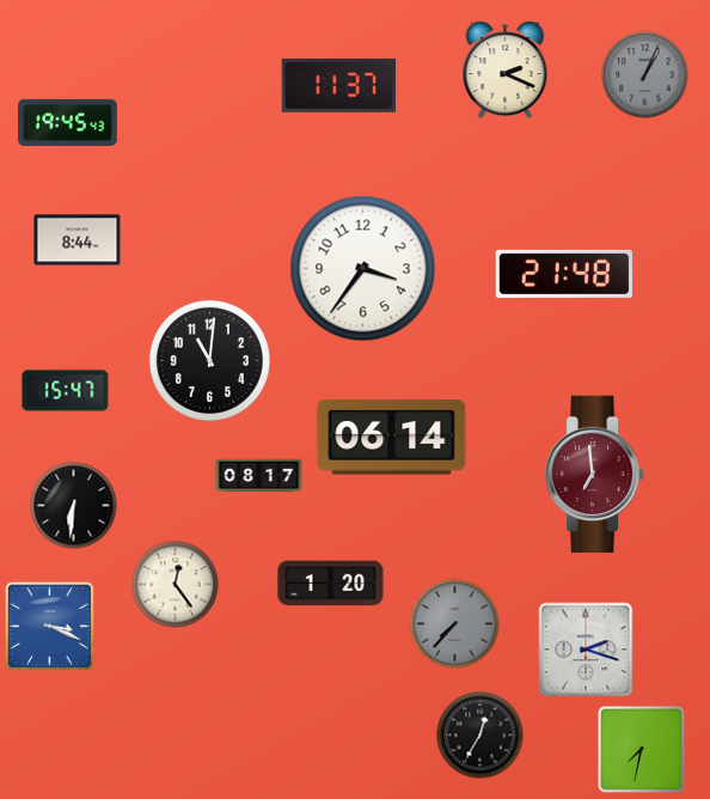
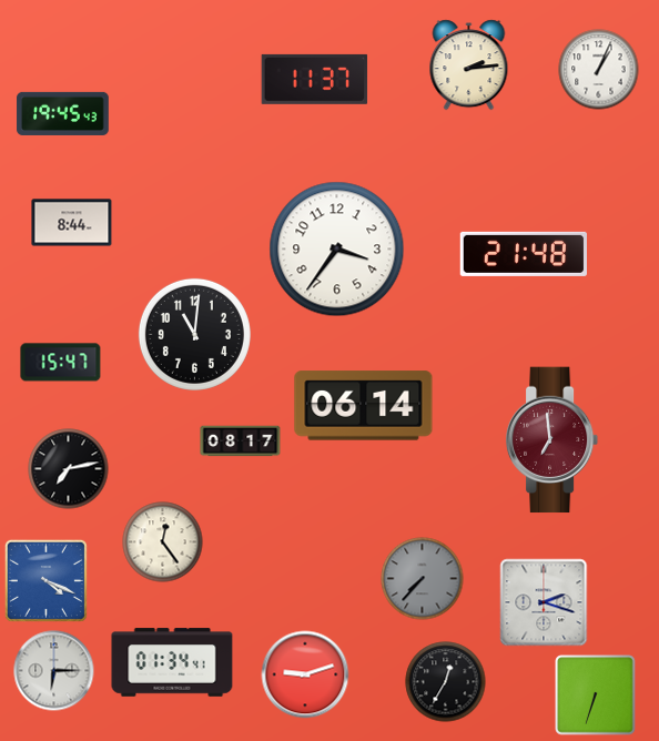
clock at (506, 71): 2:19 -> 2:14
clock at (645, 75) dial: grey -> white
clock at (74, 506): 6:31 -> 7:13
clock at (331, 584): 1:20 -> none
clock at (49, 626): 3:19 -> 4:19
clock at (172, 662): none -> 01:34
clock at (54, 671): none -> 6:15
clock at (305, 674): none -> 9:12
clock at (642, 750): 7:32 -> 6:33
